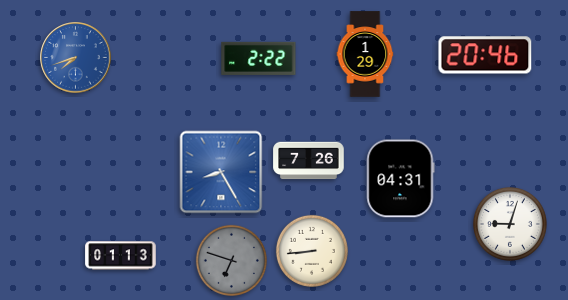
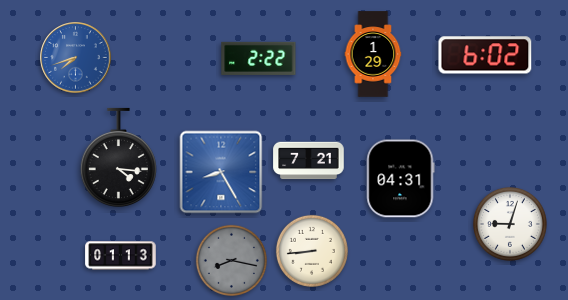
clock at (365, 54) position: (365, 54) -> (373, 54)
clock at (485, 55): 20:46 -> 6:02
clock at (118, 158): none -> 4:16
clock at (309, 161): 7:26 -> 7:21
clock at (231, 260): 6:48 -> 8:17
